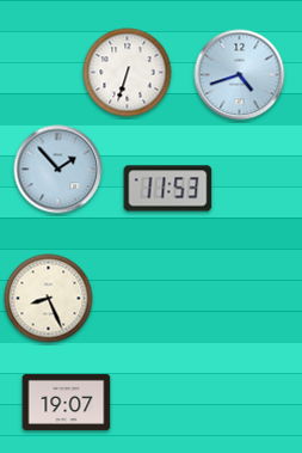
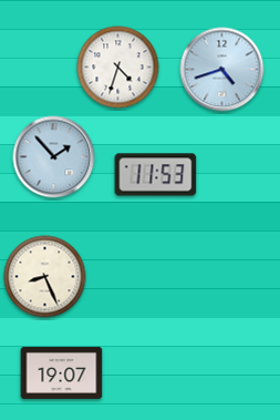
clock at (128, 73): 6:33 -> 4:33
